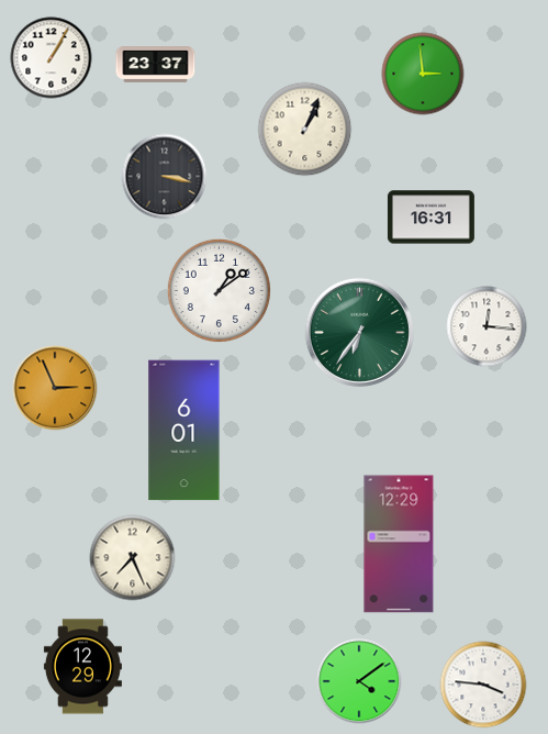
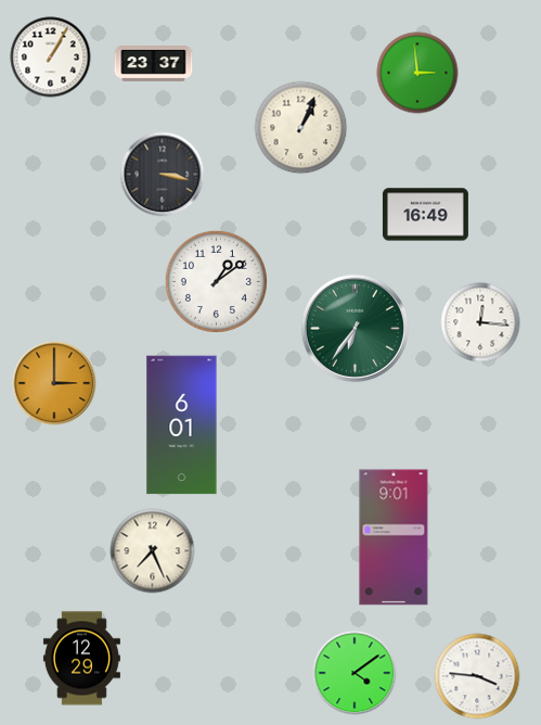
clock at (430, 218): 16:31 -> 16:49
clock at (219, 290) position: (219, 290) -> (216, 281)
clock at (55, 388): 2:56 -> 3:00
clock at (399, 544): 12:29 -> 9:01
clock at (133, 558) position: (133, 558) -> (153, 551)
